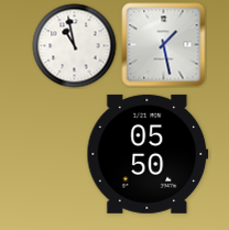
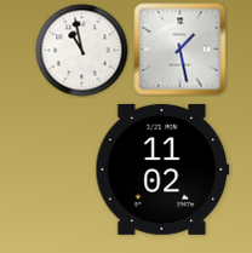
clock at (148, 154): 05:50 -> 11:02
